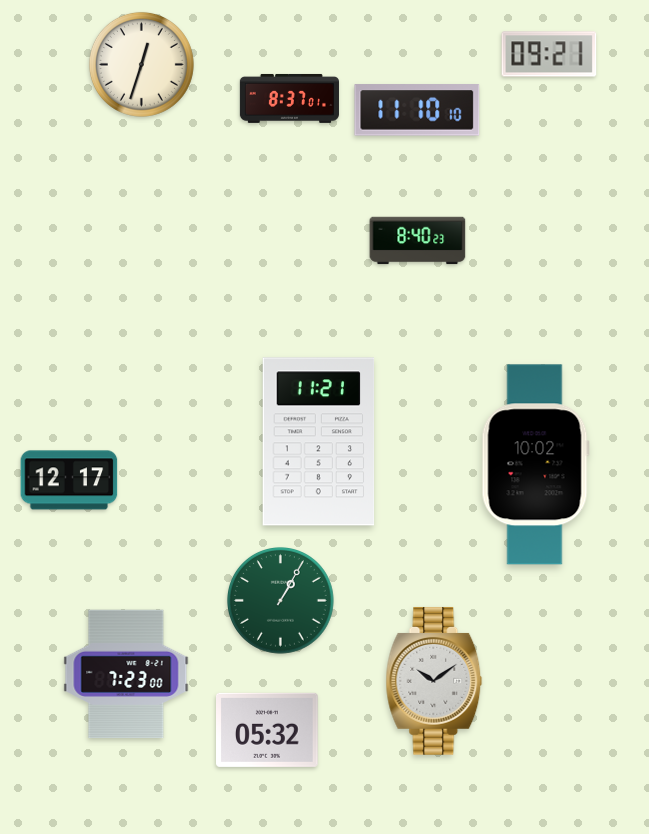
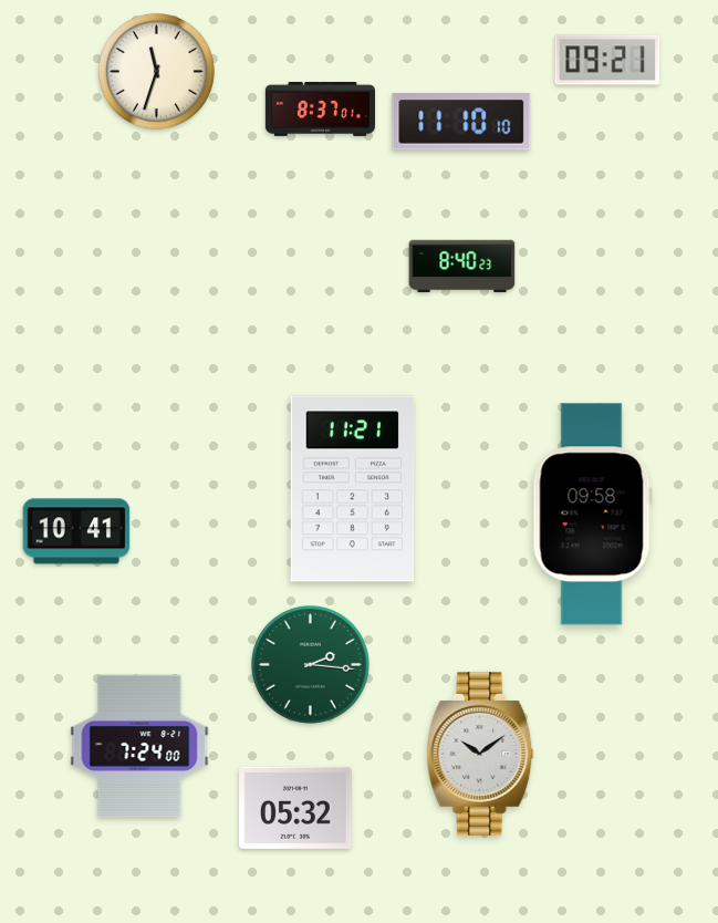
clock at (141, 64): 12:33 -> 11:33
clock at (535, 465): 10:02 -> 09:58
clock at (69, 480): 12:17 -> 10:41
clock at (281, 601): 1:05 -> 2:16
clock at (126, 674): 7:23 -> 7:24
